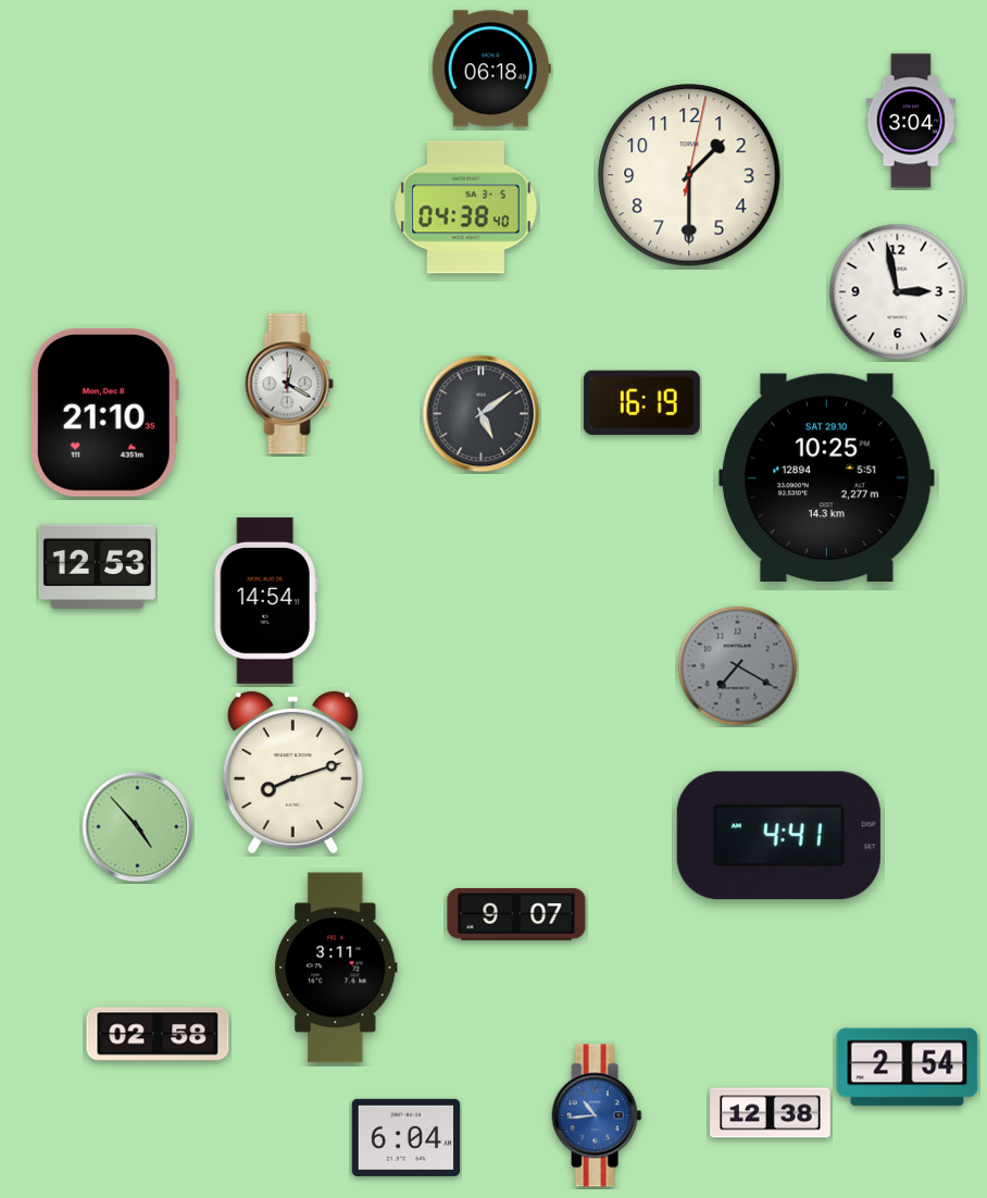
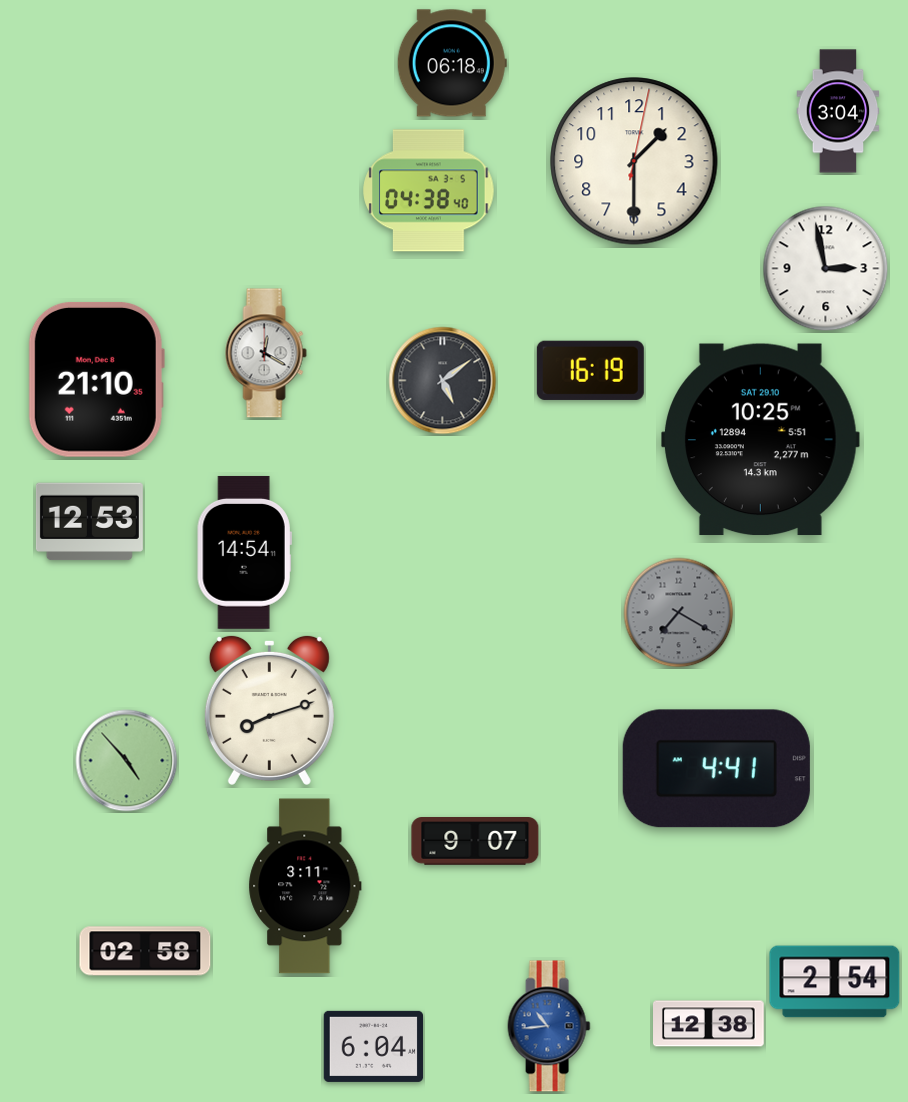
clock at (336, 968) position: (336, 968) -> (305, 886)
